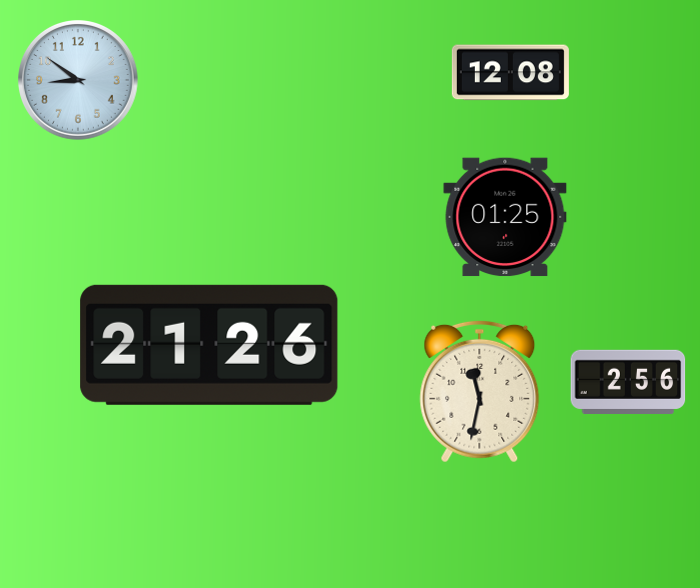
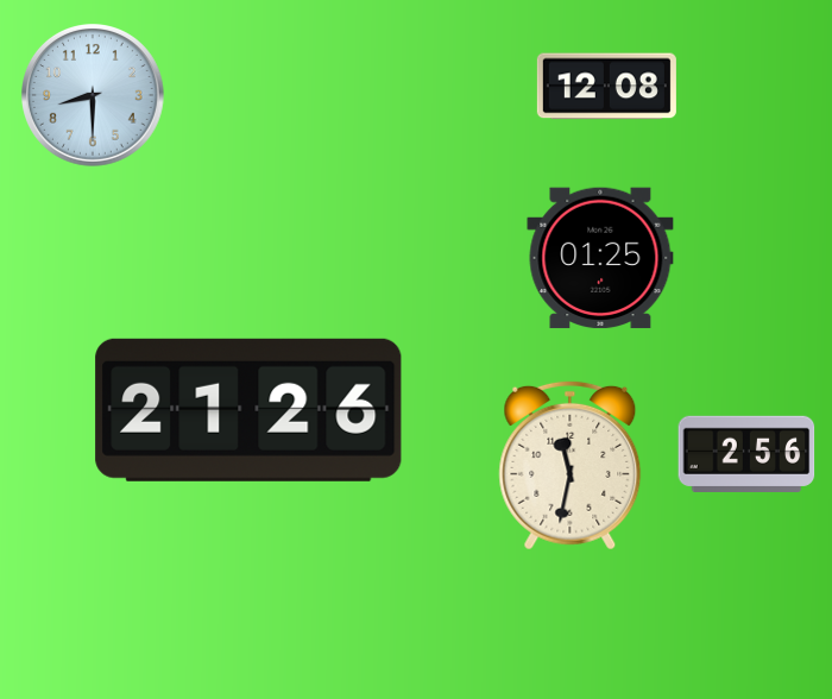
clock at (79, 81): 8:51 -> 8:30
